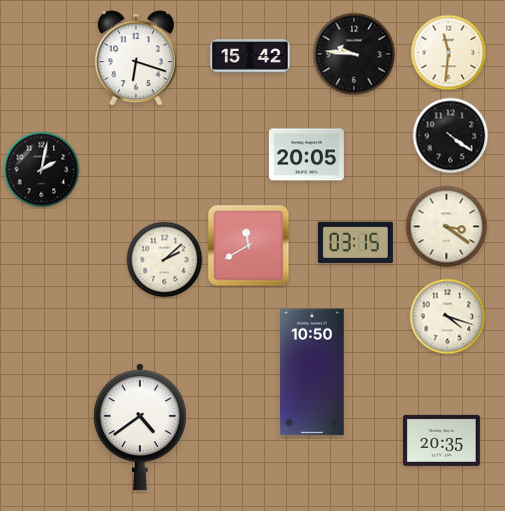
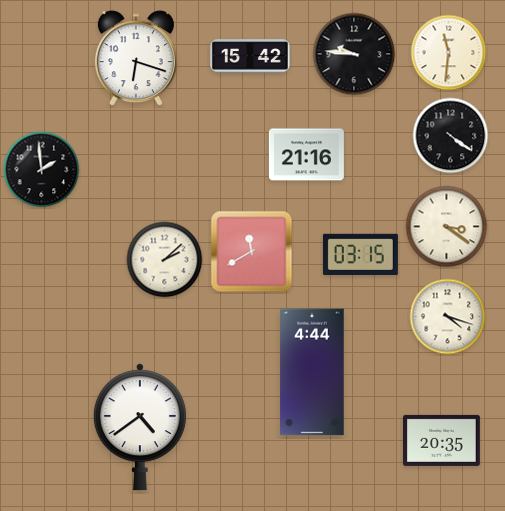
clock at (306, 155): 20:05 -> 21:16
clock at (42, 170): 2:02 -> 1:59
clock at (355, 242) position: (355, 242) -> (360, 254)
clock at (249, 246) position: (249, 246) -> (252, 252)
clock at (312, 372): 10:50 -> 4:44
